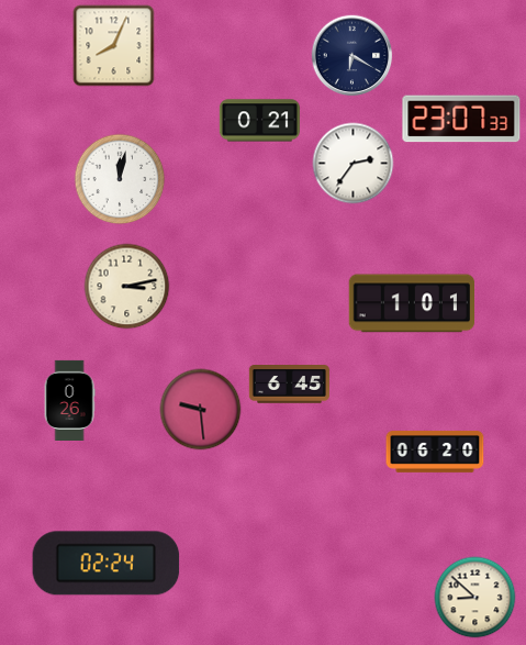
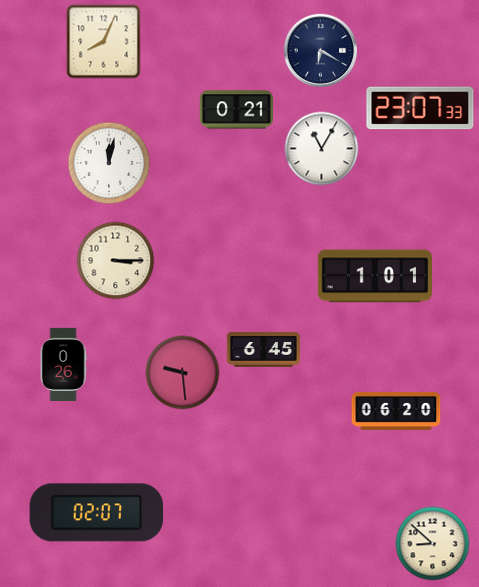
clock at (354, 164): 2:36 -> 11:05
clock at (127, 287): 3:13 -> 3:15
clock at (107, 564): 02:24 -> 02:07
